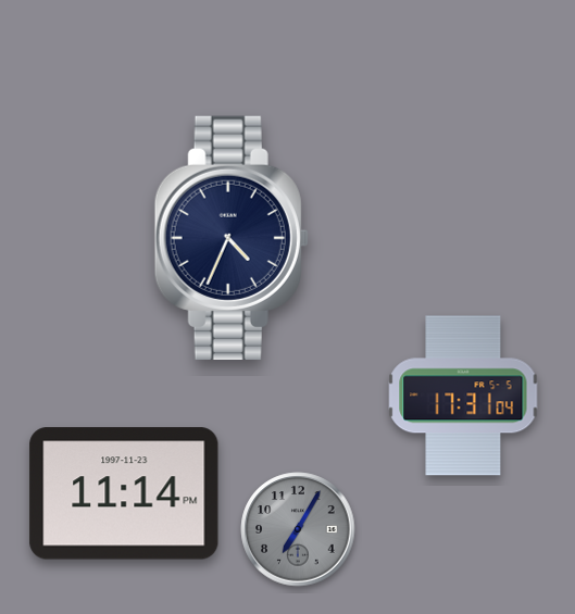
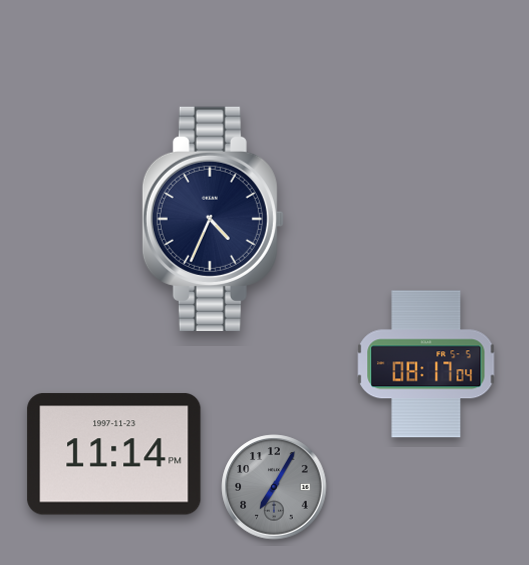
clock at (463, 396): 17:31 -> 08:17
